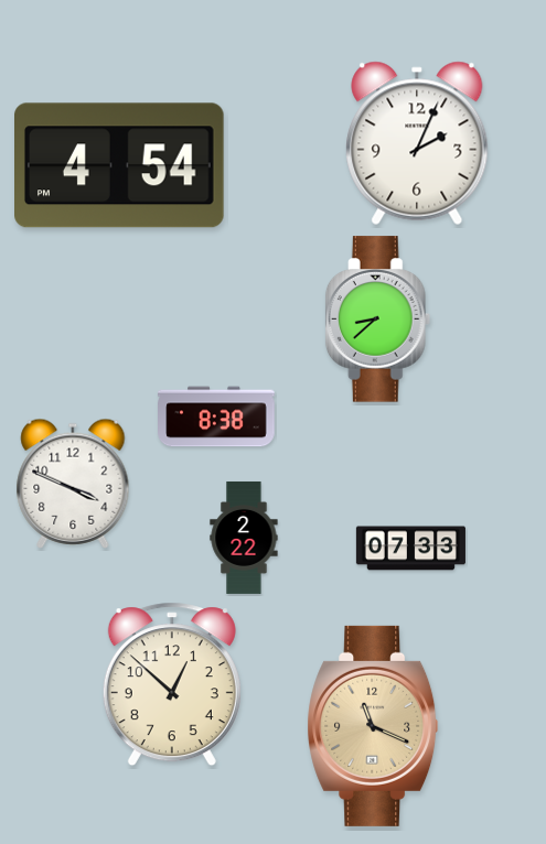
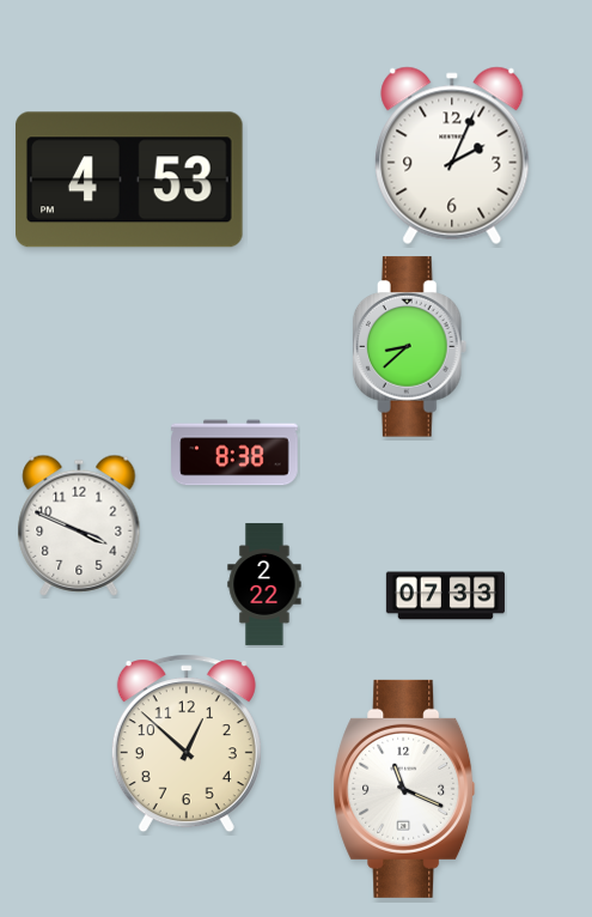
clock at (120, 165): 4:54 -> 4:53
clock at (373, 726) dial: champagne -> white
